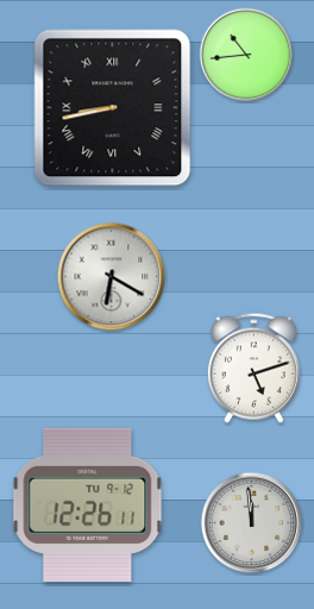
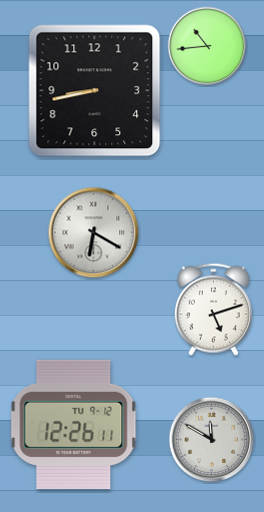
clock at (113, 108) numerals: Roman -> Arabic
clock at (252, 523): 11:59 -> 11:50
